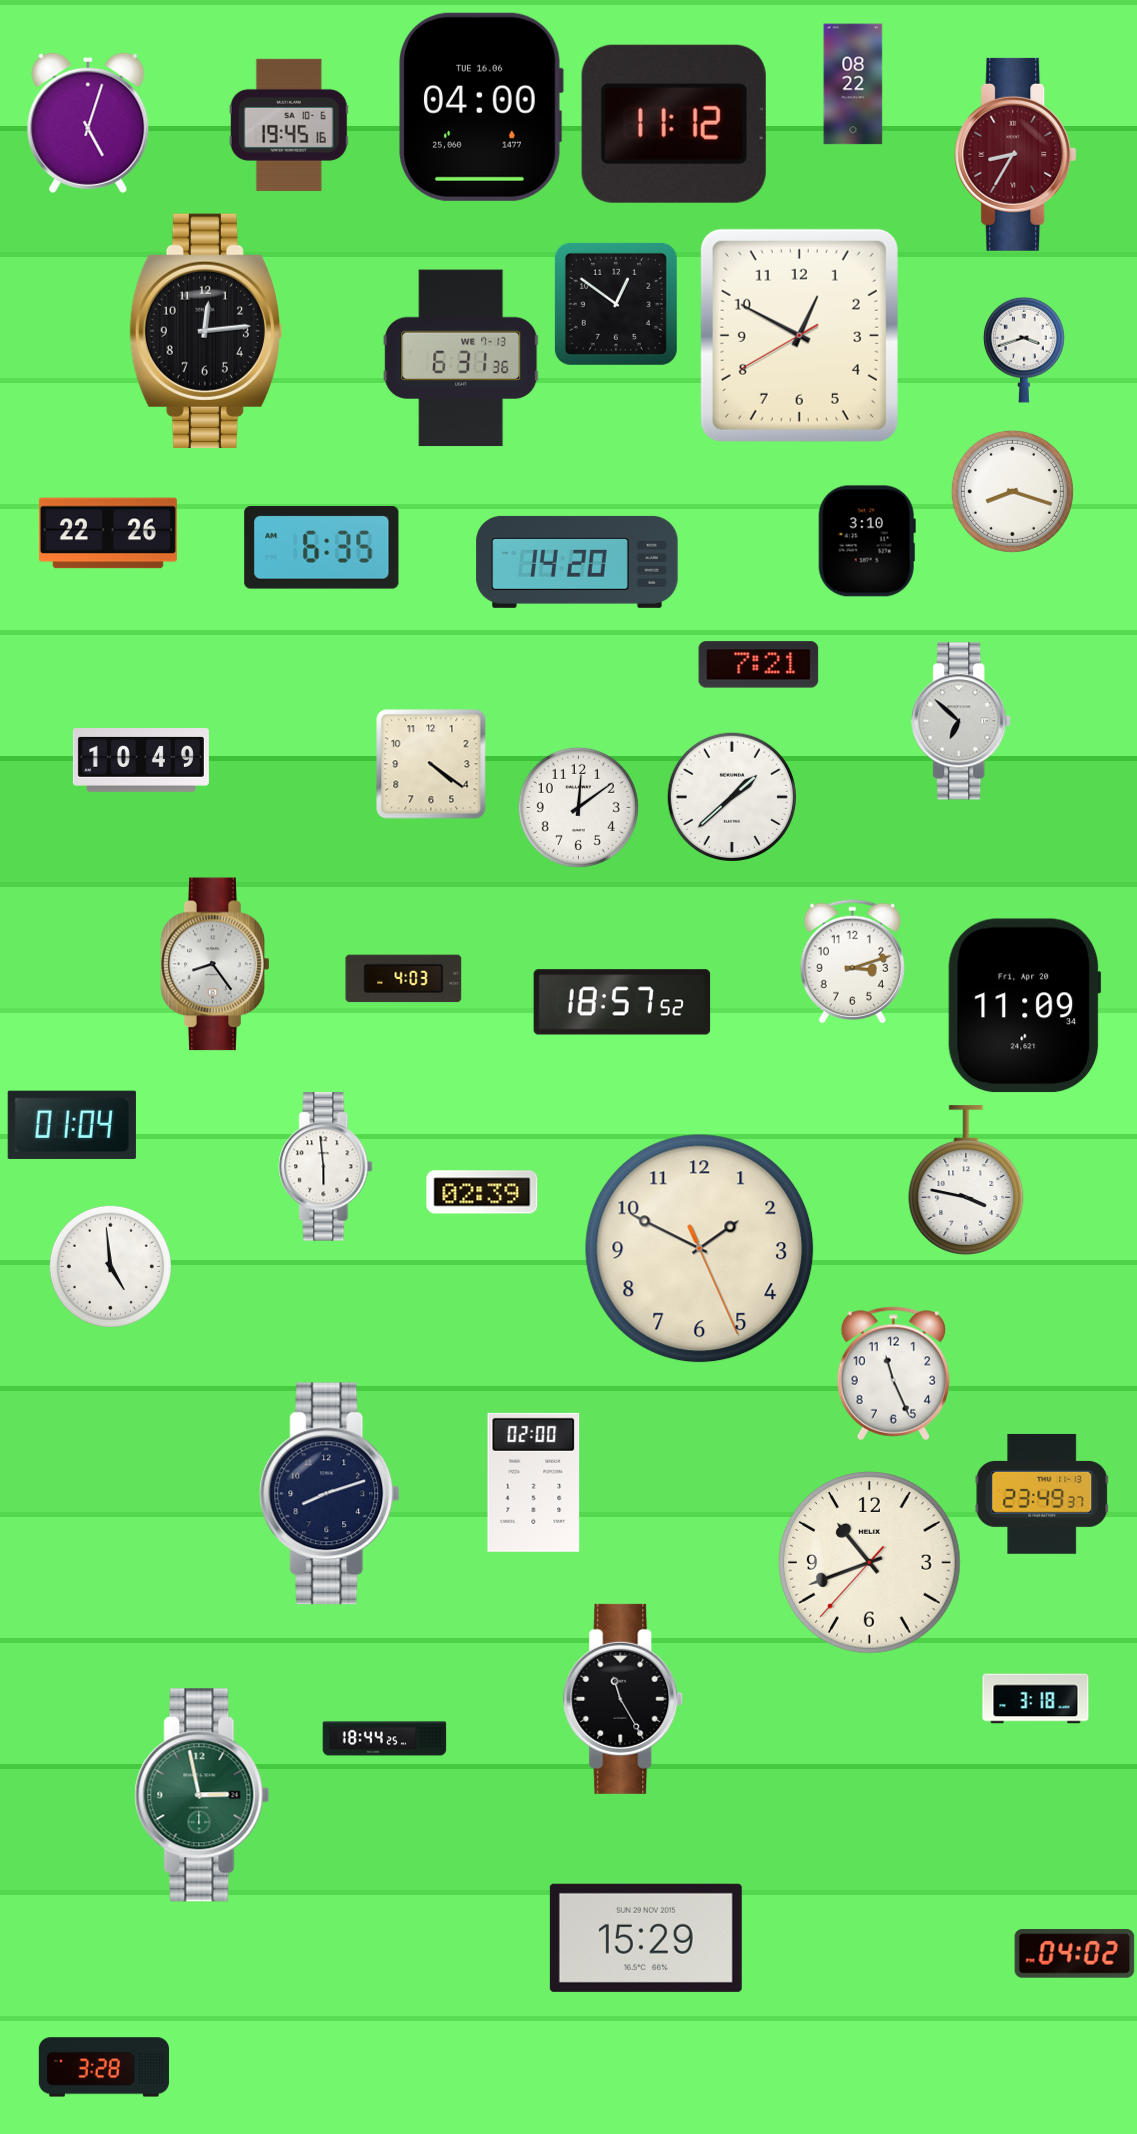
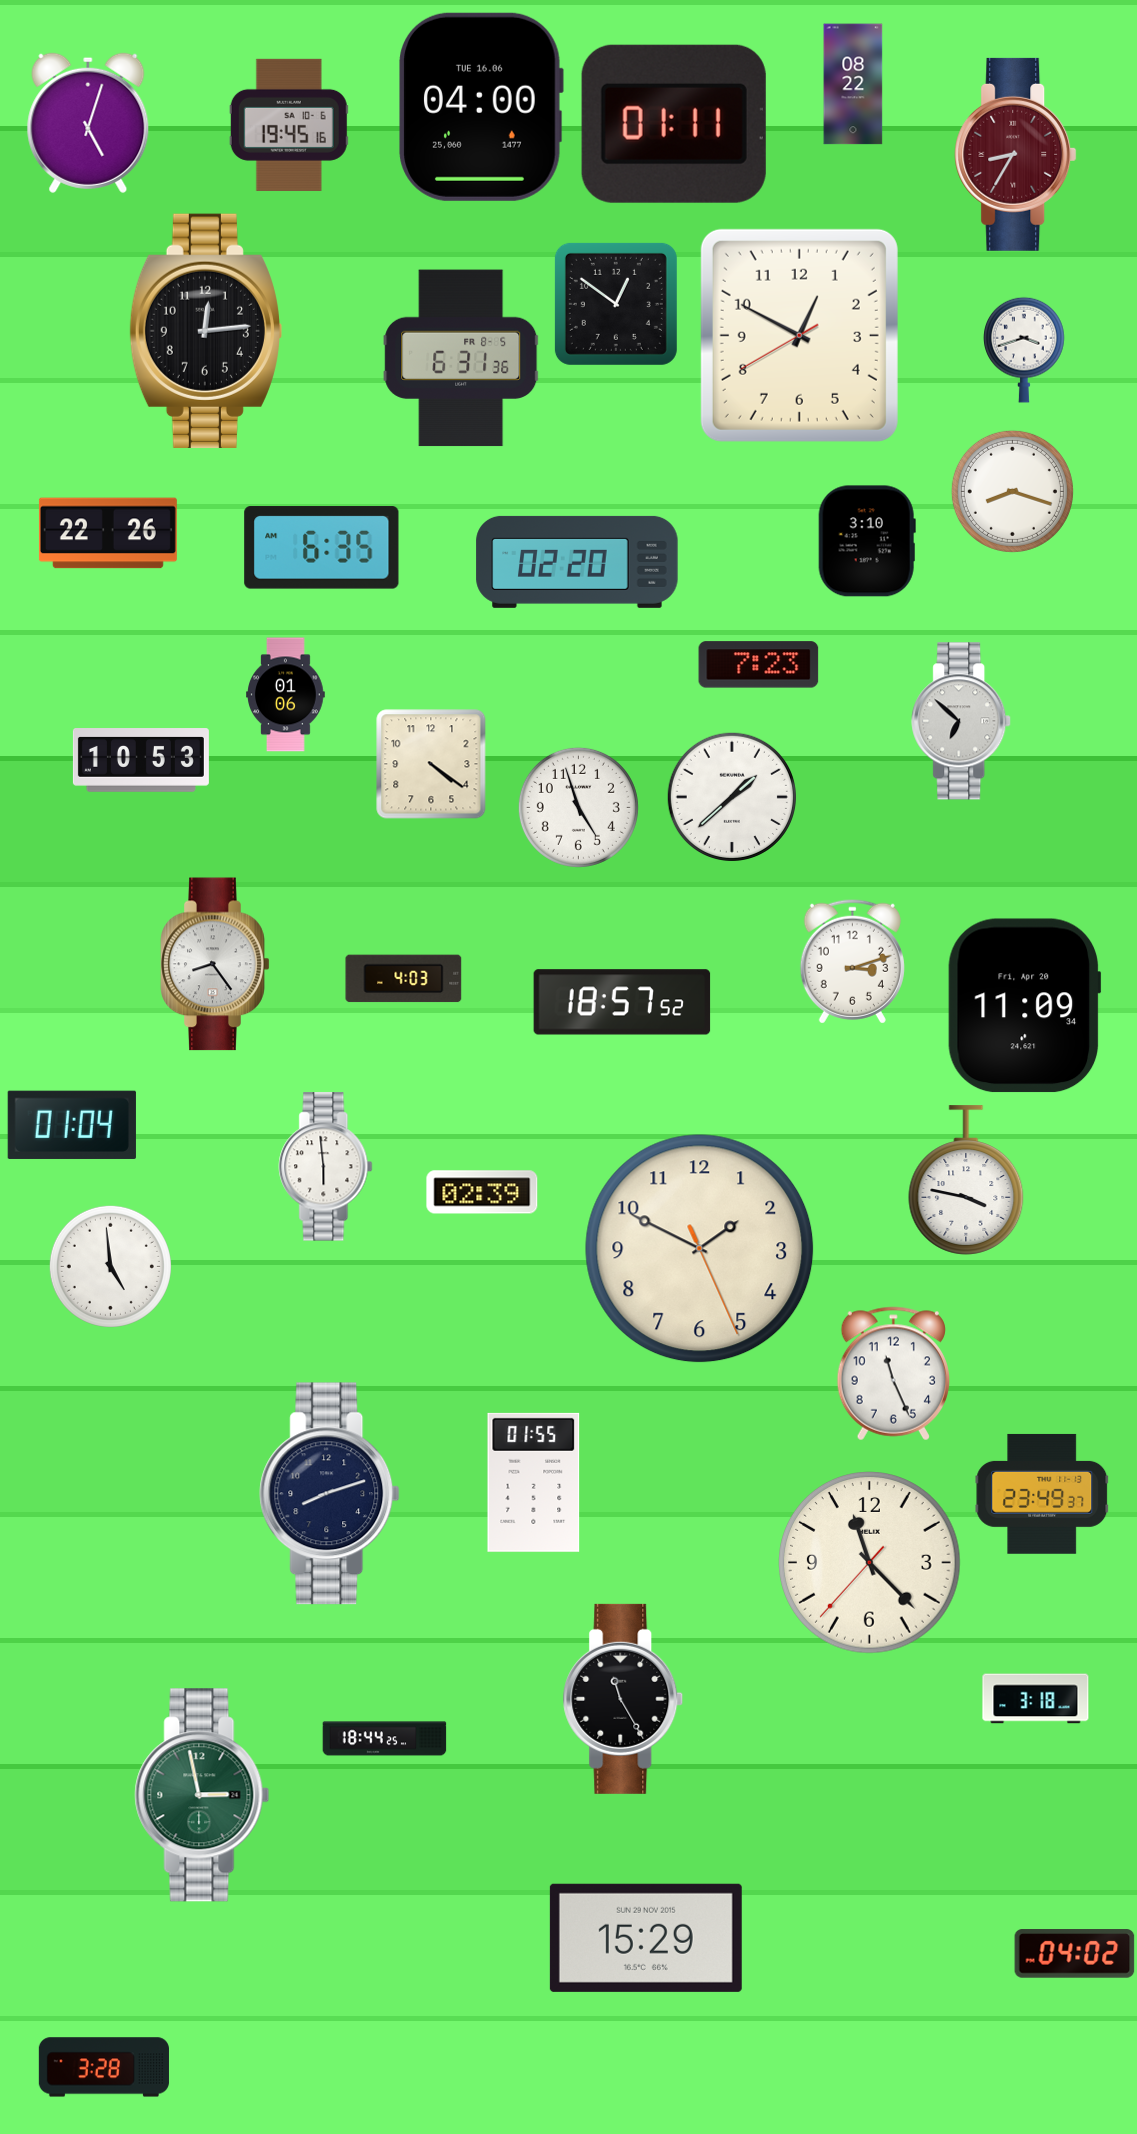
clock at (674, 124): 11:12 -> 01:11
clock at (461, 358) date: WE 7-13 -> FR 8-5
clock at (577, 562): 14:20 -> 02:20
clock at (759, 665): 7:21 -> 7:23
clock at (286, 695): none -> 01:06
clock at (141, 760): 10:49 -> 10:53
clock at (578, 807): 12:09 -> 4:57
clock at (534, 1482): 02:00 -> 01:55
clock at (870, 1563): 10:41 -> 11:22
